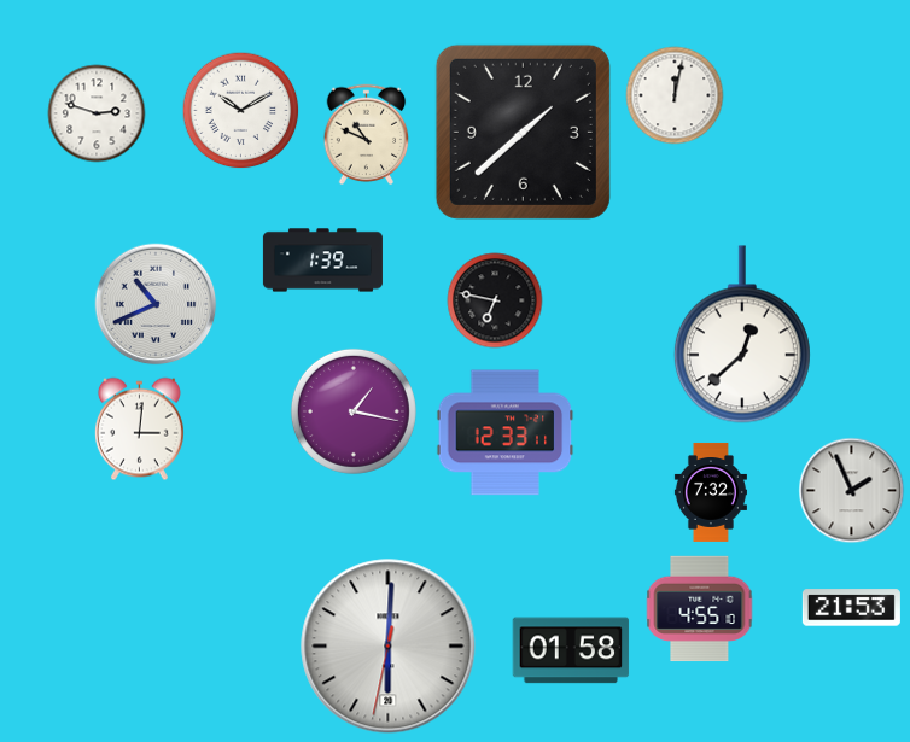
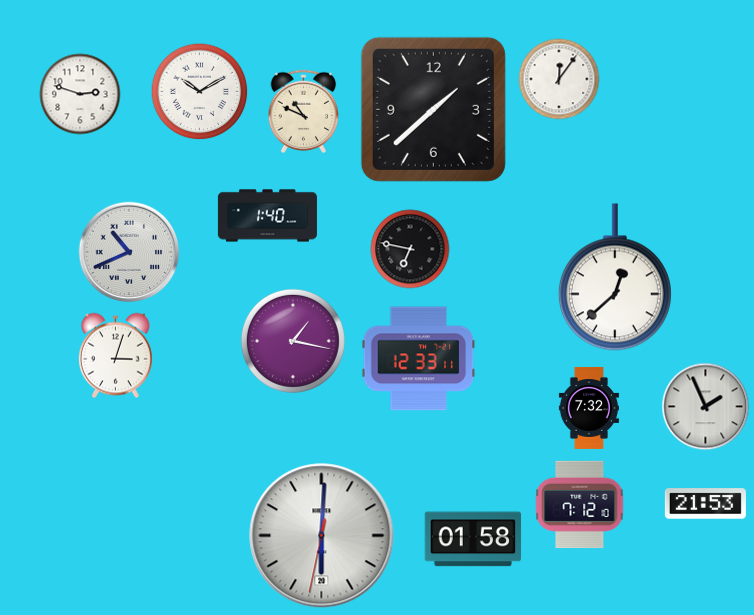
clock at (675, 95): 12:02 -> 12:06
clock at (322, 261): 1:39 -> 1:40
clock at (139, 430): 3:01 -> 3:03
clock at (700, 609): 4:55 -> 7:12
